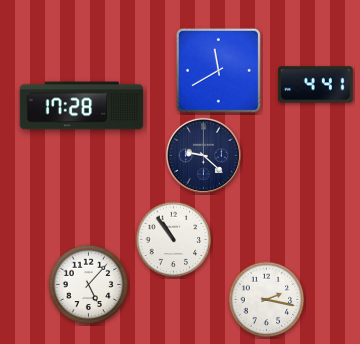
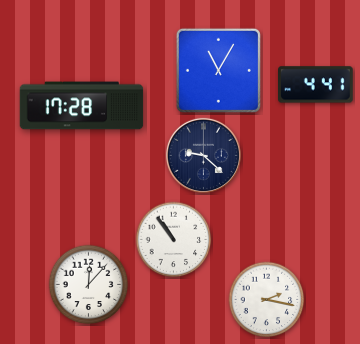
clock at (218, 70): 11:40 -> 11:05
clock at (89, 285): 5:07 -> 12:07
